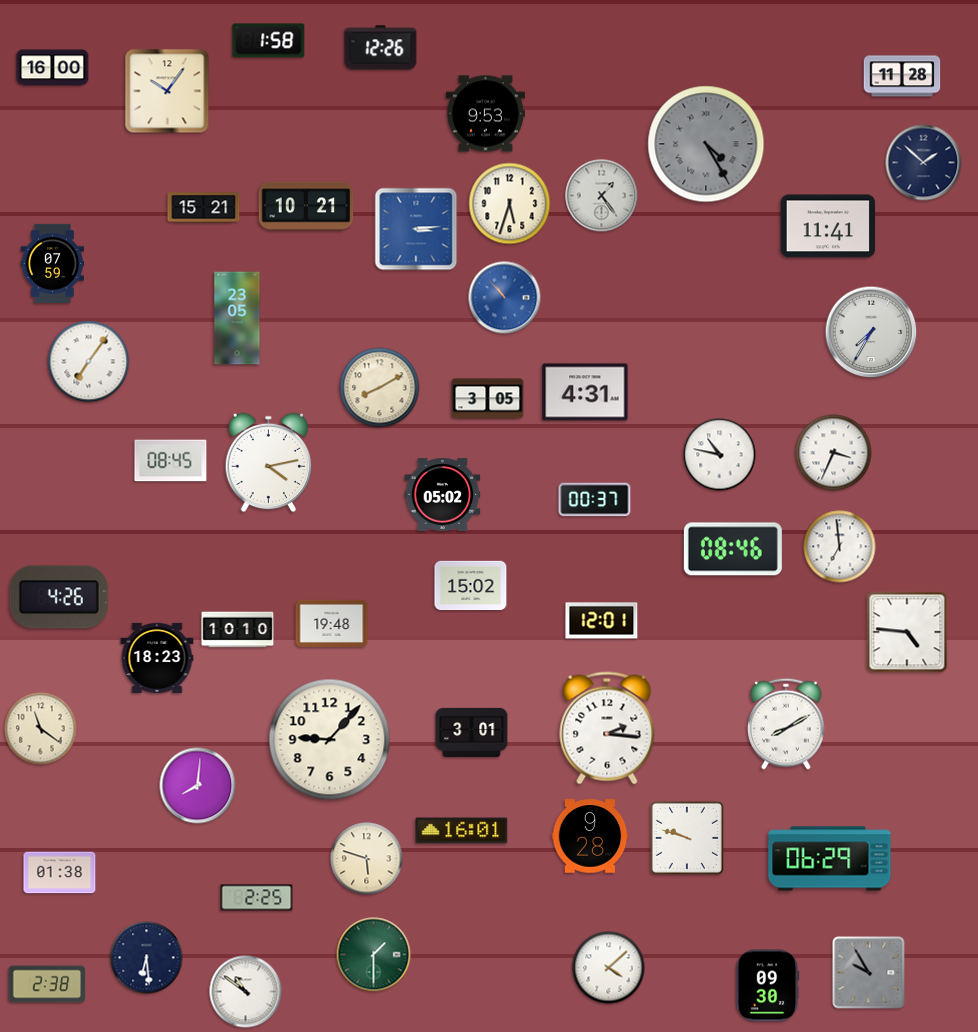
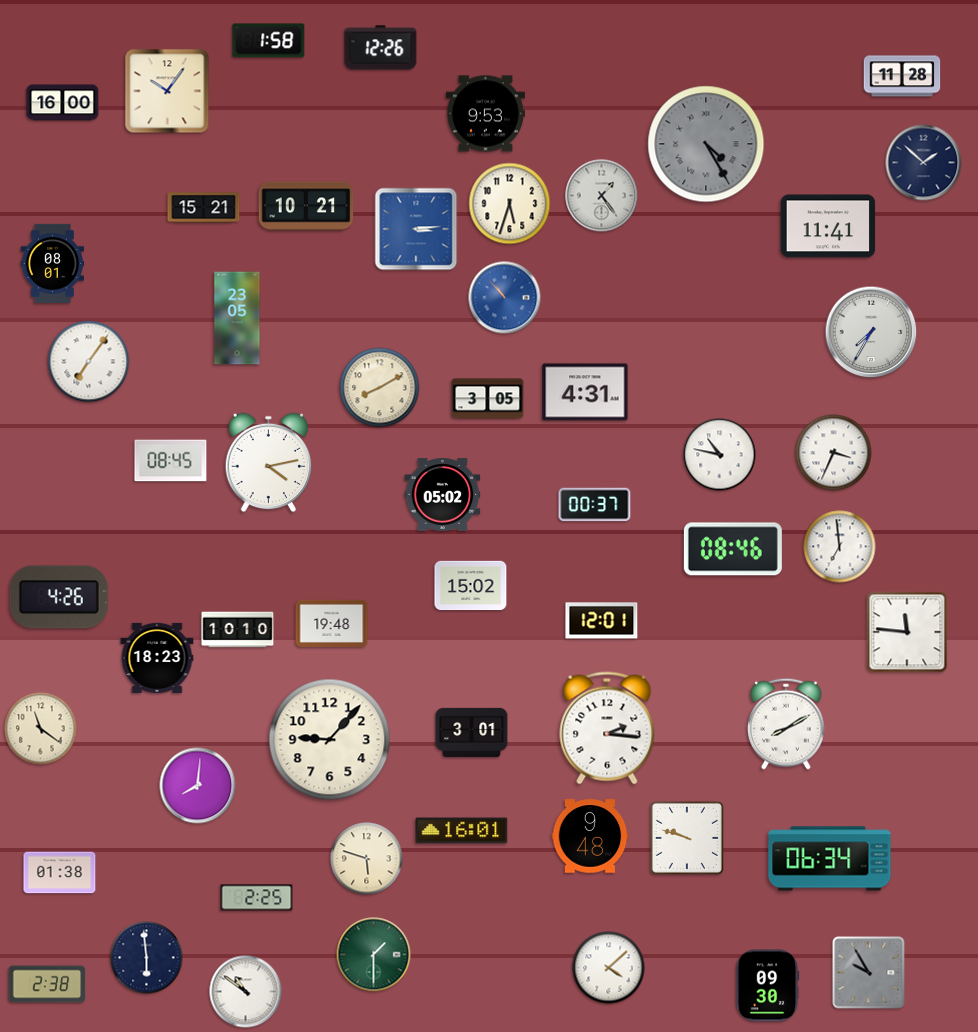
clock at (53, 68) position: (53, 68) -> (63, 103)
clock at (52, 263): 07:59 -> 08:01
clock at (595, 500) position: (595, 500) -> (595, 505)
clock at (907, 632): 4:46 -> 11:46
clock at (590, 836): 9:28 -> 9:48
clock at (830, 859): 06:29 -> 06:34
clock at (147, 958): 6:29 -> 5:59
